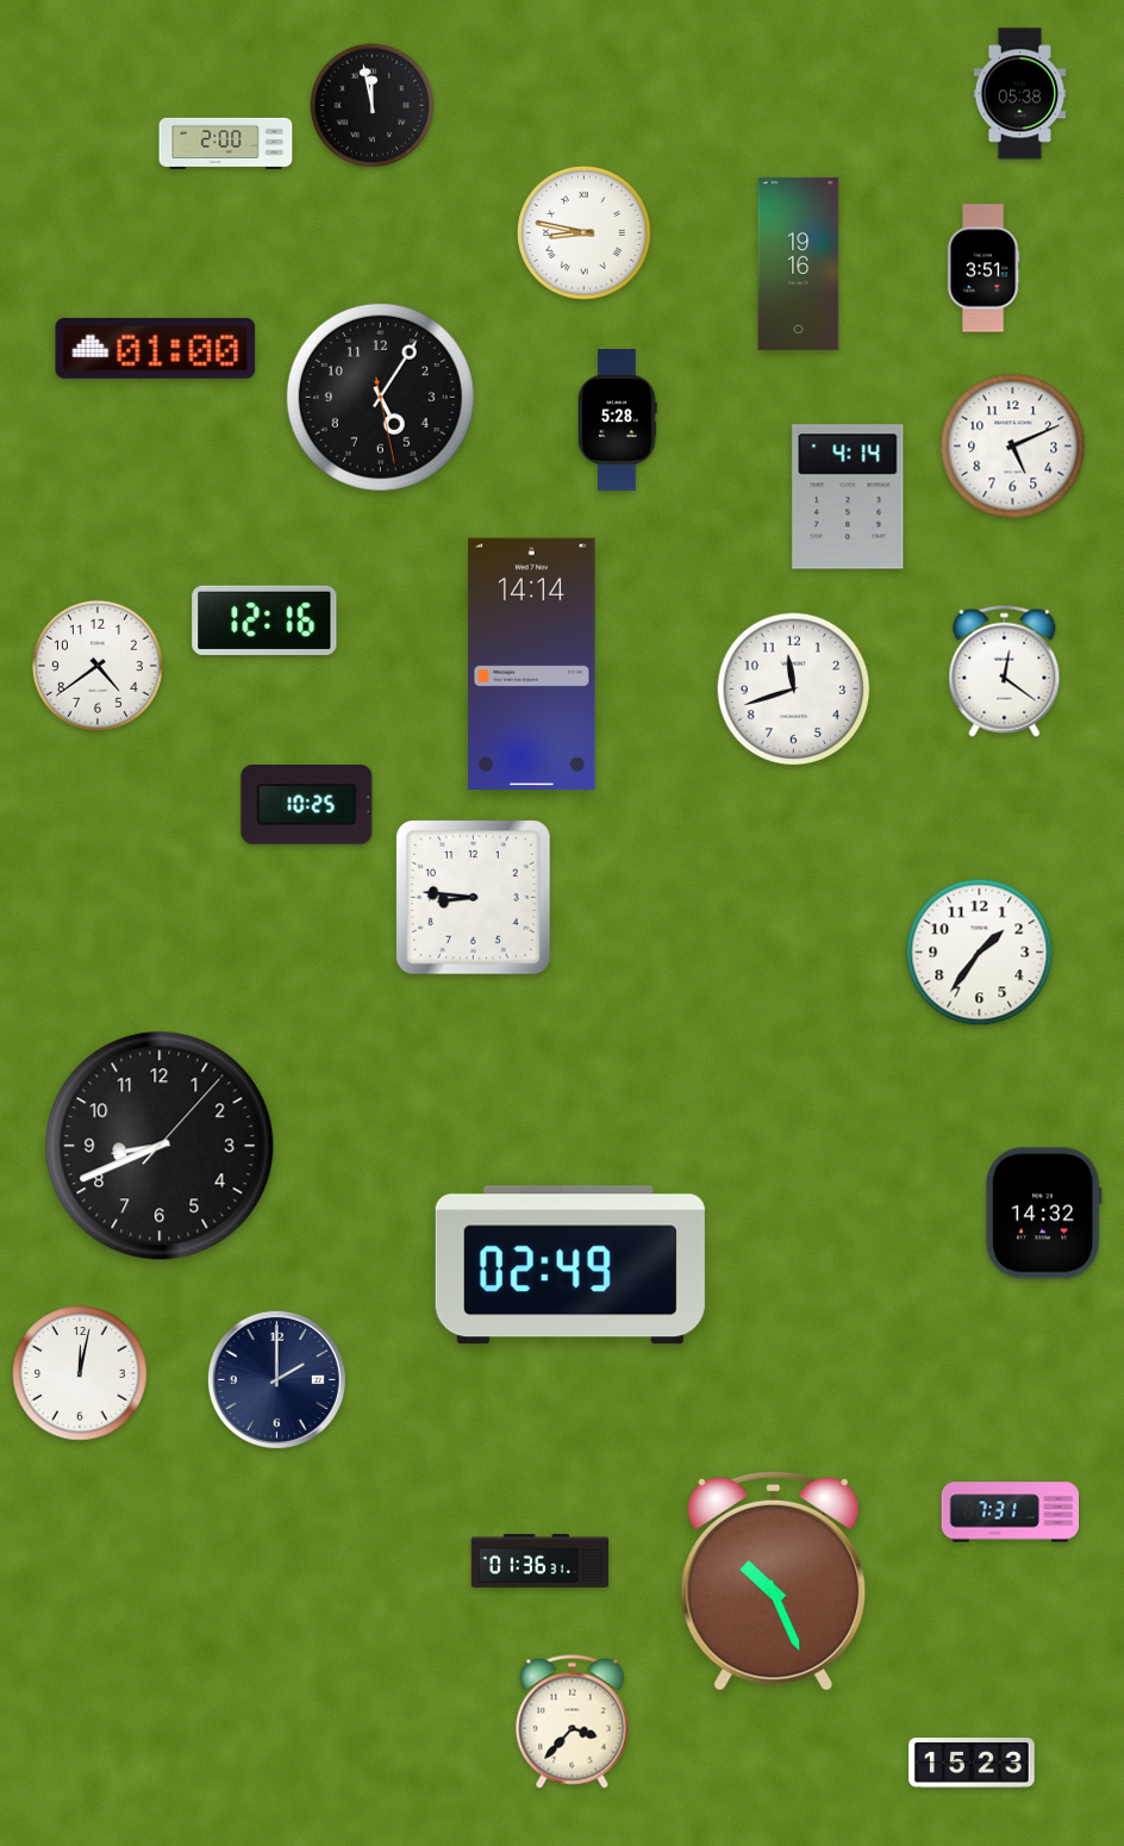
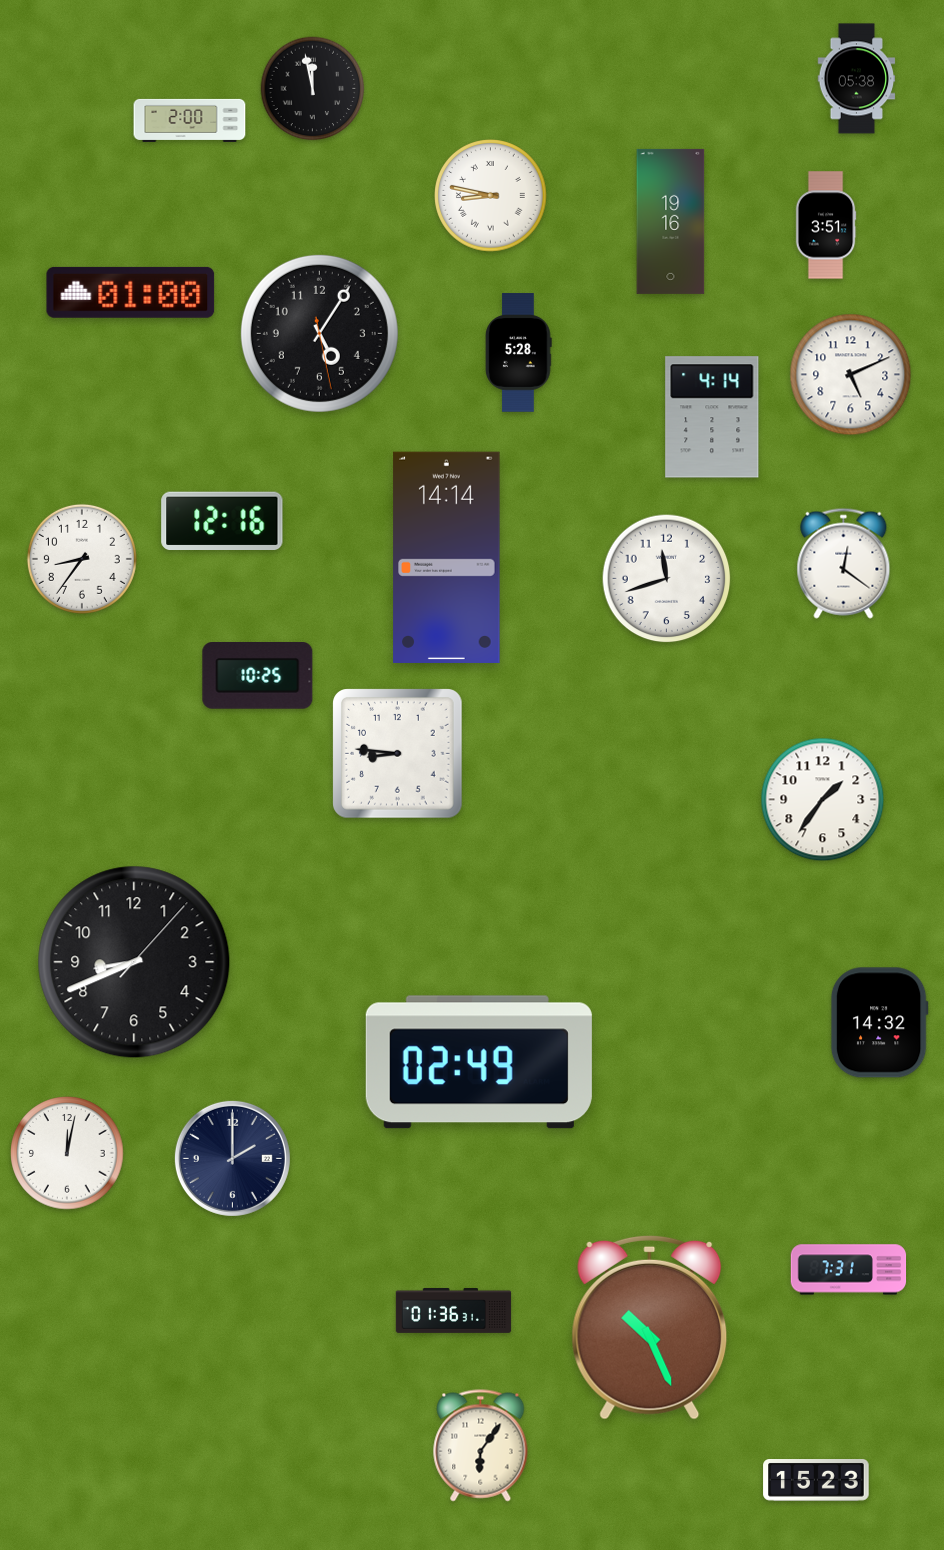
clock at (98, 666): 4:39 -> 8:36
clock at (1043, 1214) position: (1043, 1214) -> (879, 1023)
clock at (573, 1722): 3:37 -> 6:06
